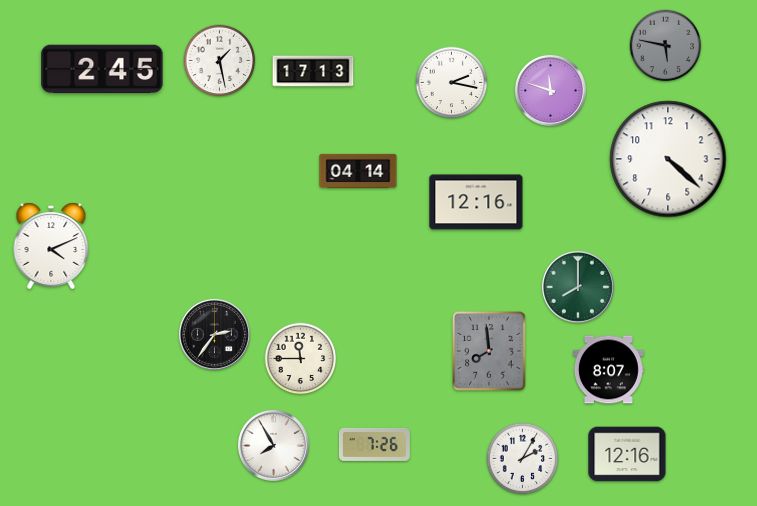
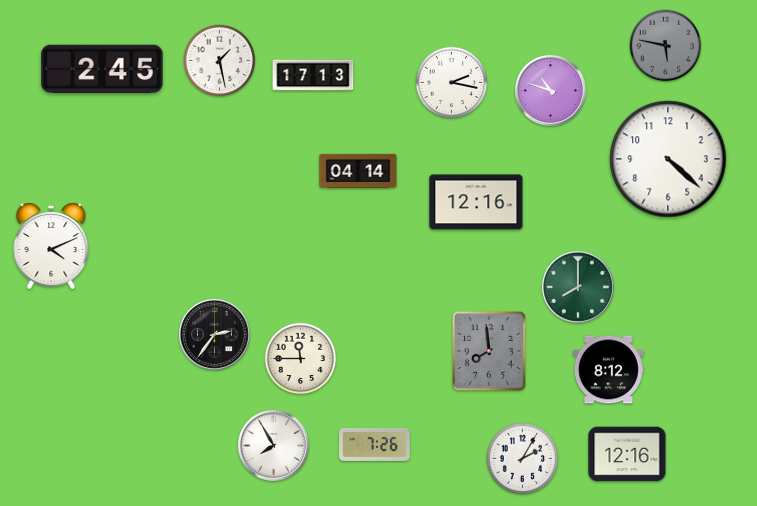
clock at (313, 71) position: (313, 71) -> (313, 75)
clock at (550, 90): 11:48 -> 10:48
clock at (608, 370): 8:07 -> 8:12
